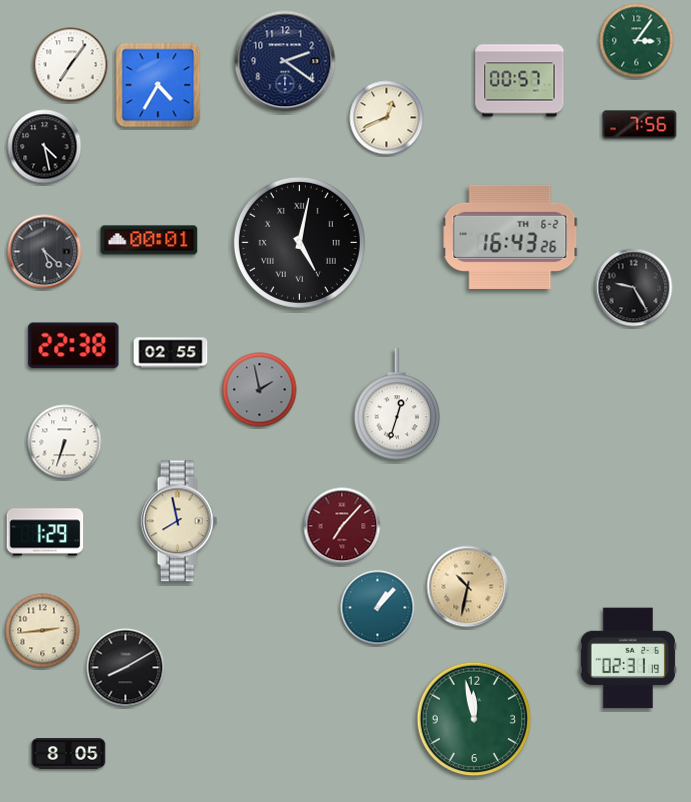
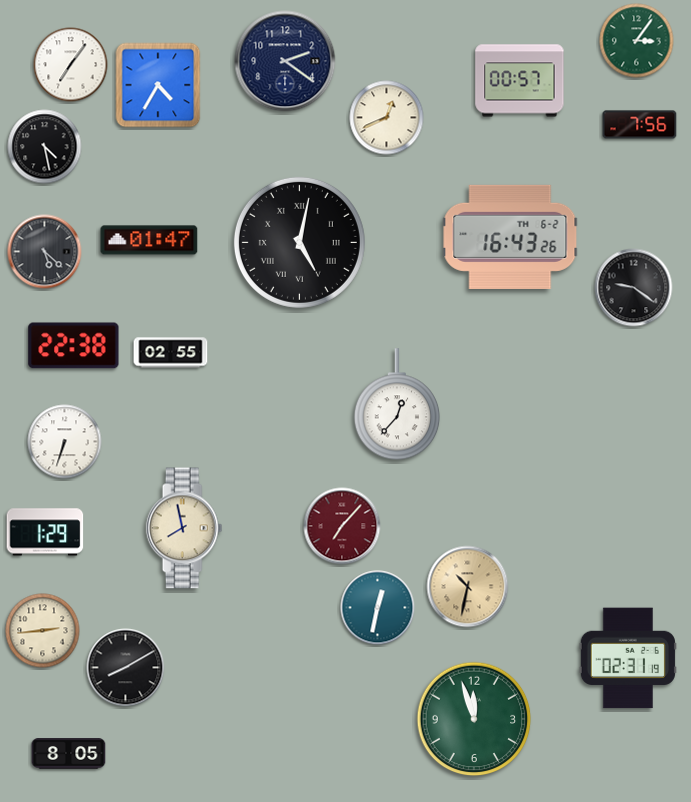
clock at (149, 240): 00:01 -> 01:47
clock at (634, 288): 9:25 -> 9:21
clock at (260, 390): 1:58 -> none
clock at (397, 405): 12:33 -> 12:37
clock at (179, 521) position: (179, 521) -> (184, 528)
clock at (378, 608): 1:07 -> 12:32
clock at (474, 719): 11:58 -> 11:57
